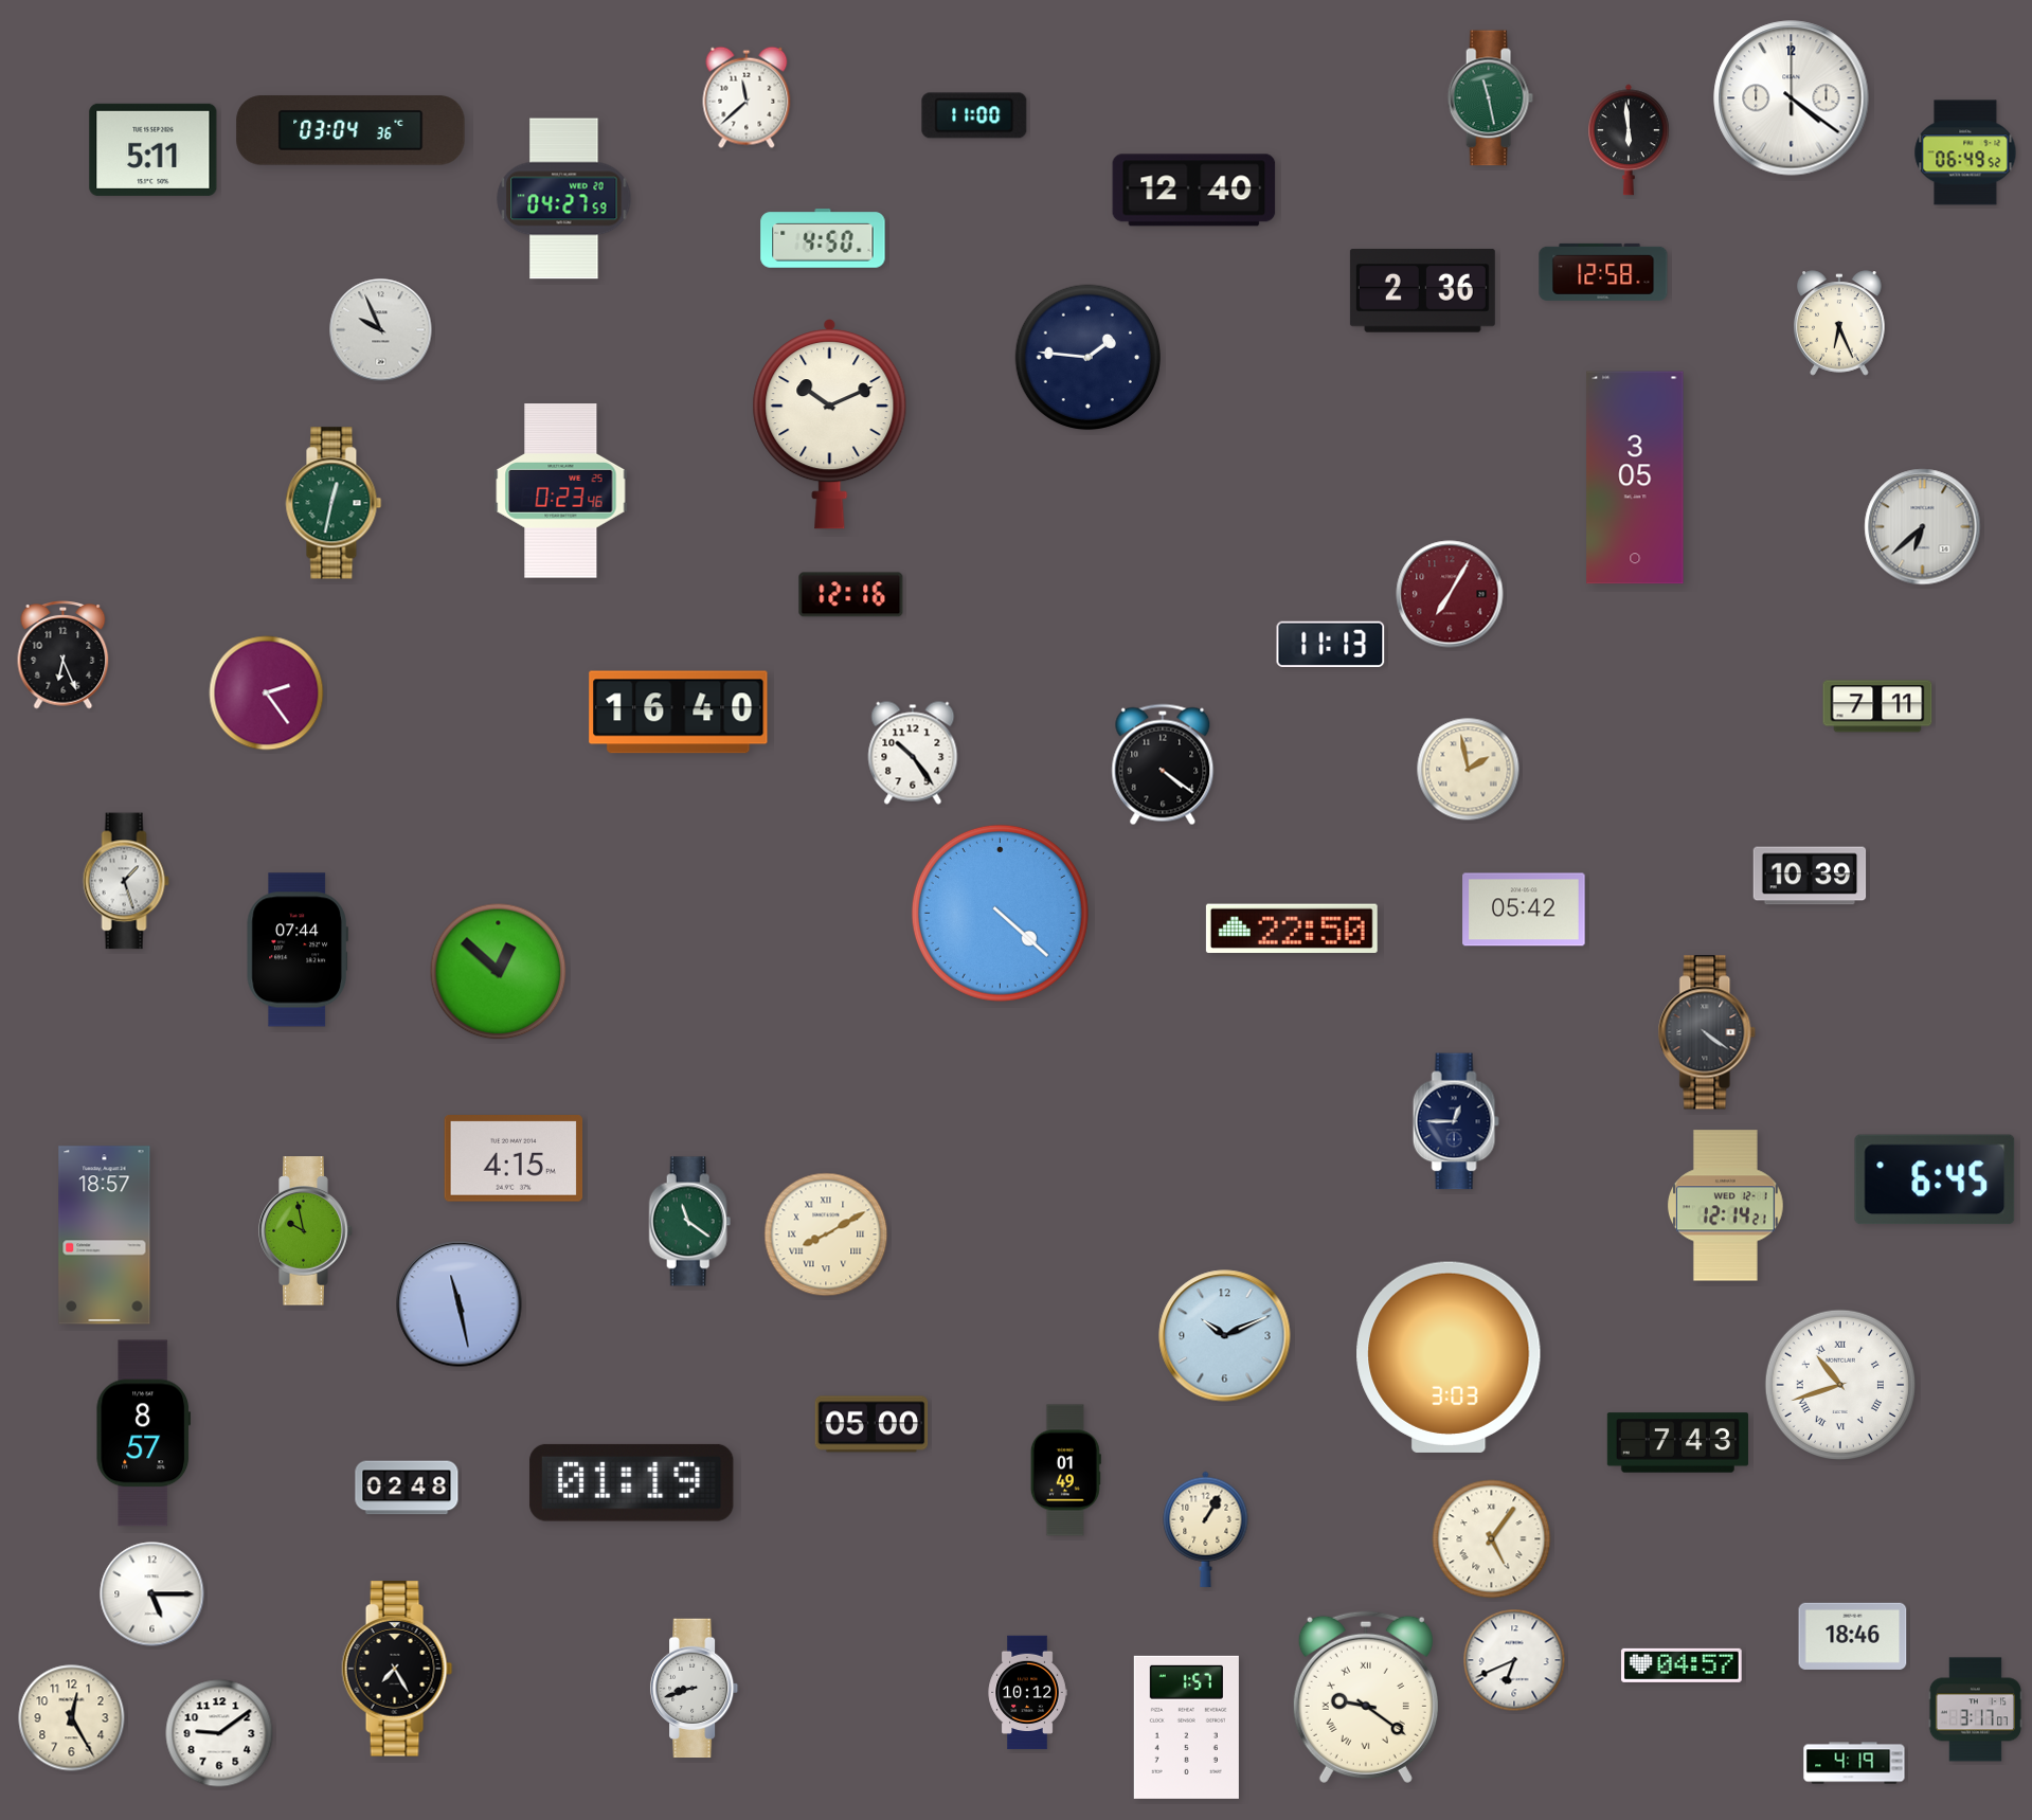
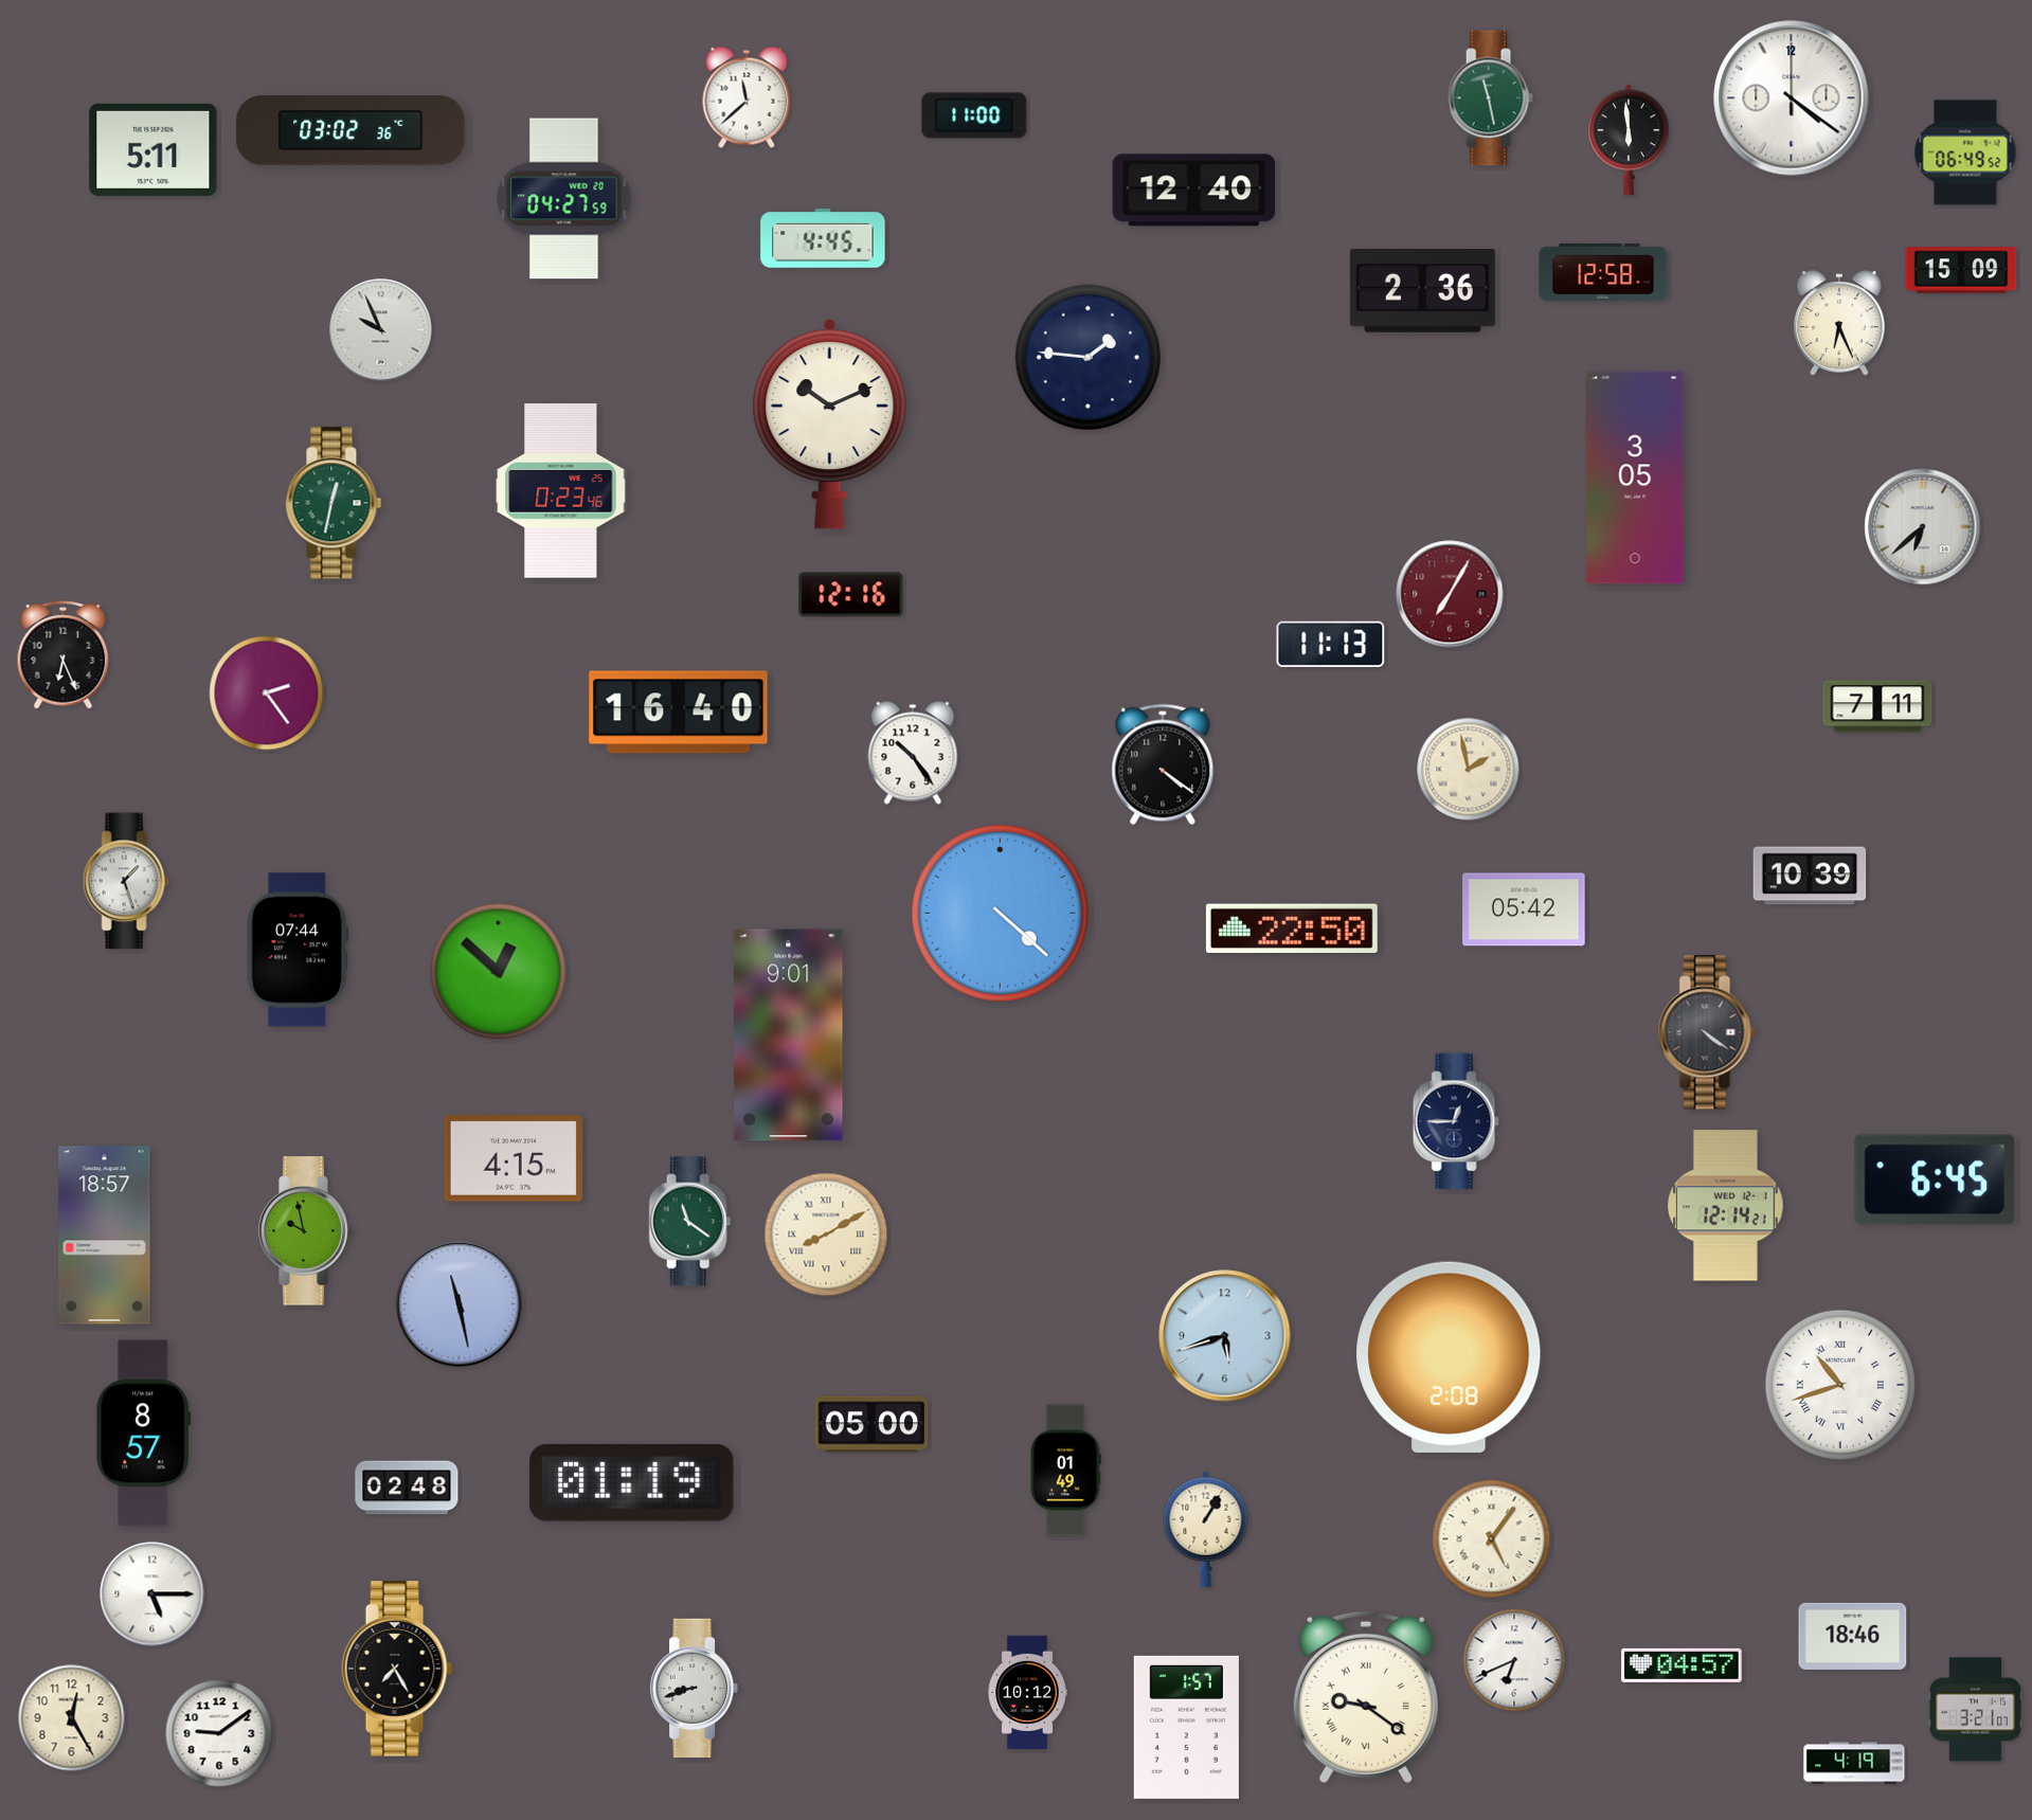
clock at (350, 130): 03:04 -> 03:02
clock at (823, 238): 4:50 -> 4:45
clock at (1961, 270): none -> 15:09
clock at (789, 1035): none -> 9:01
clock at (1225, 1336): 10:11 -> 5:42
clock at (1449, 1357): 3:03 -> 2:08
clock at (1677, 1443): 7:43 -> none
clock at (1975, 1710): 3:17 -> 3:21
